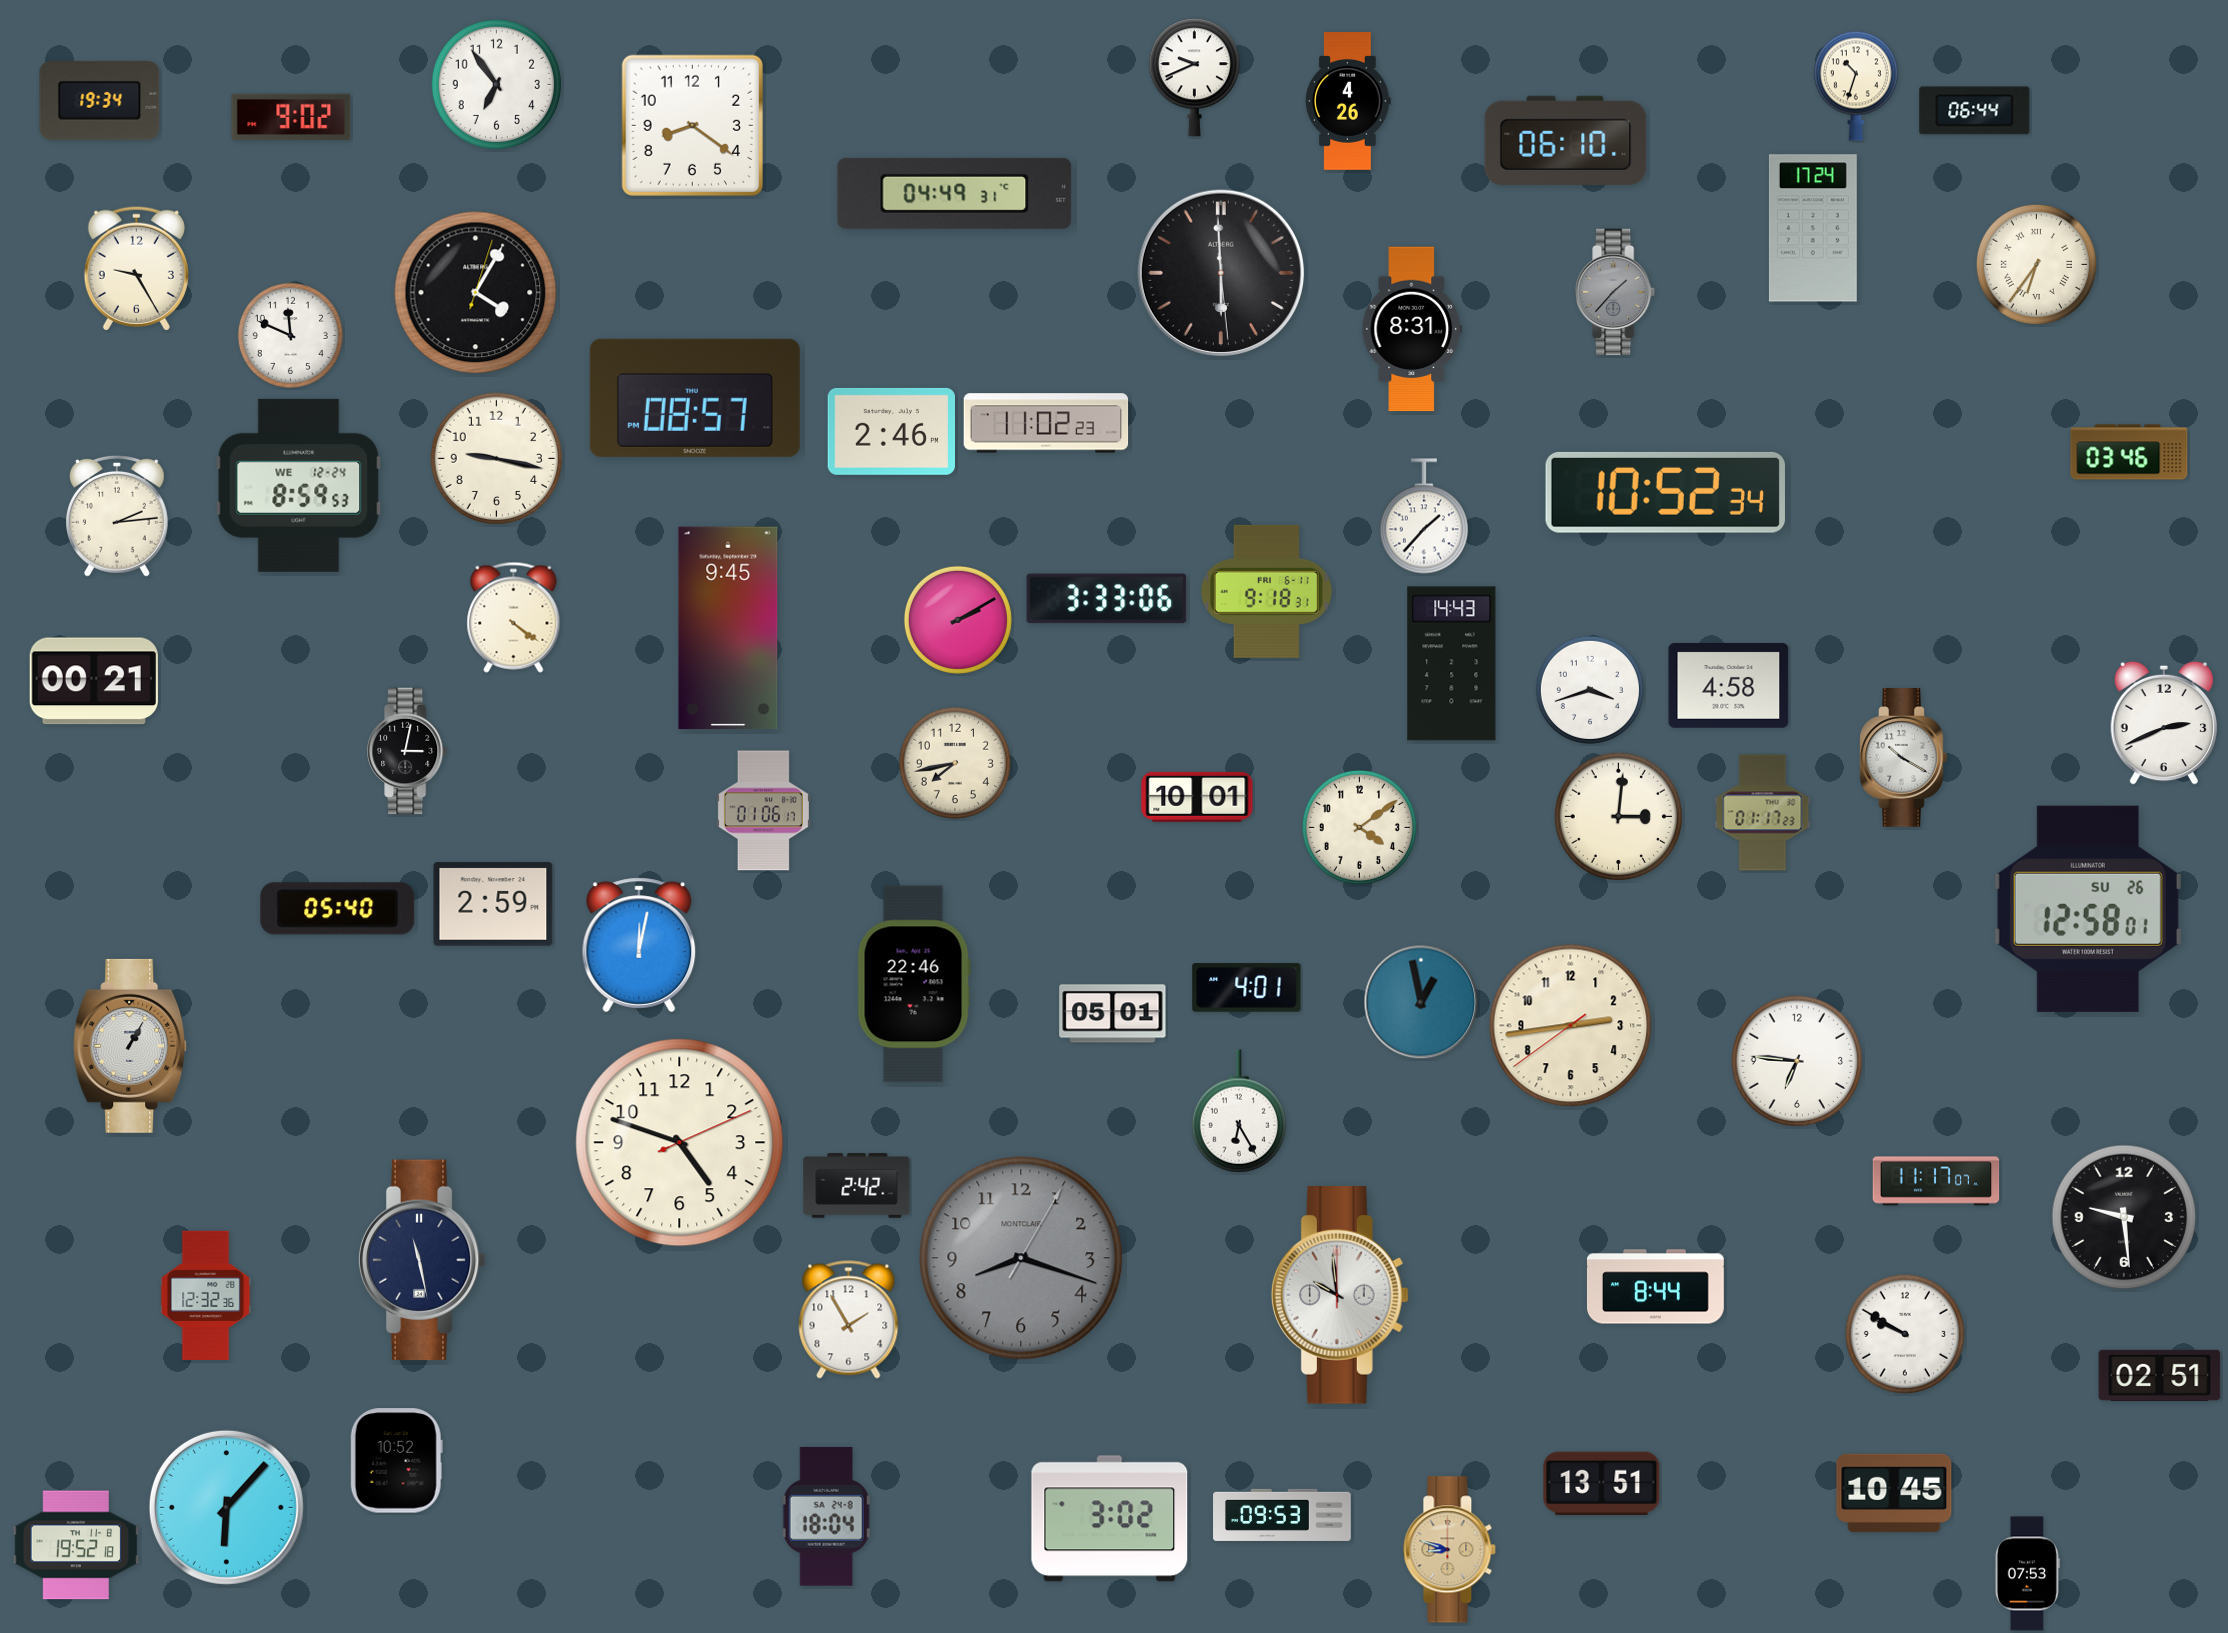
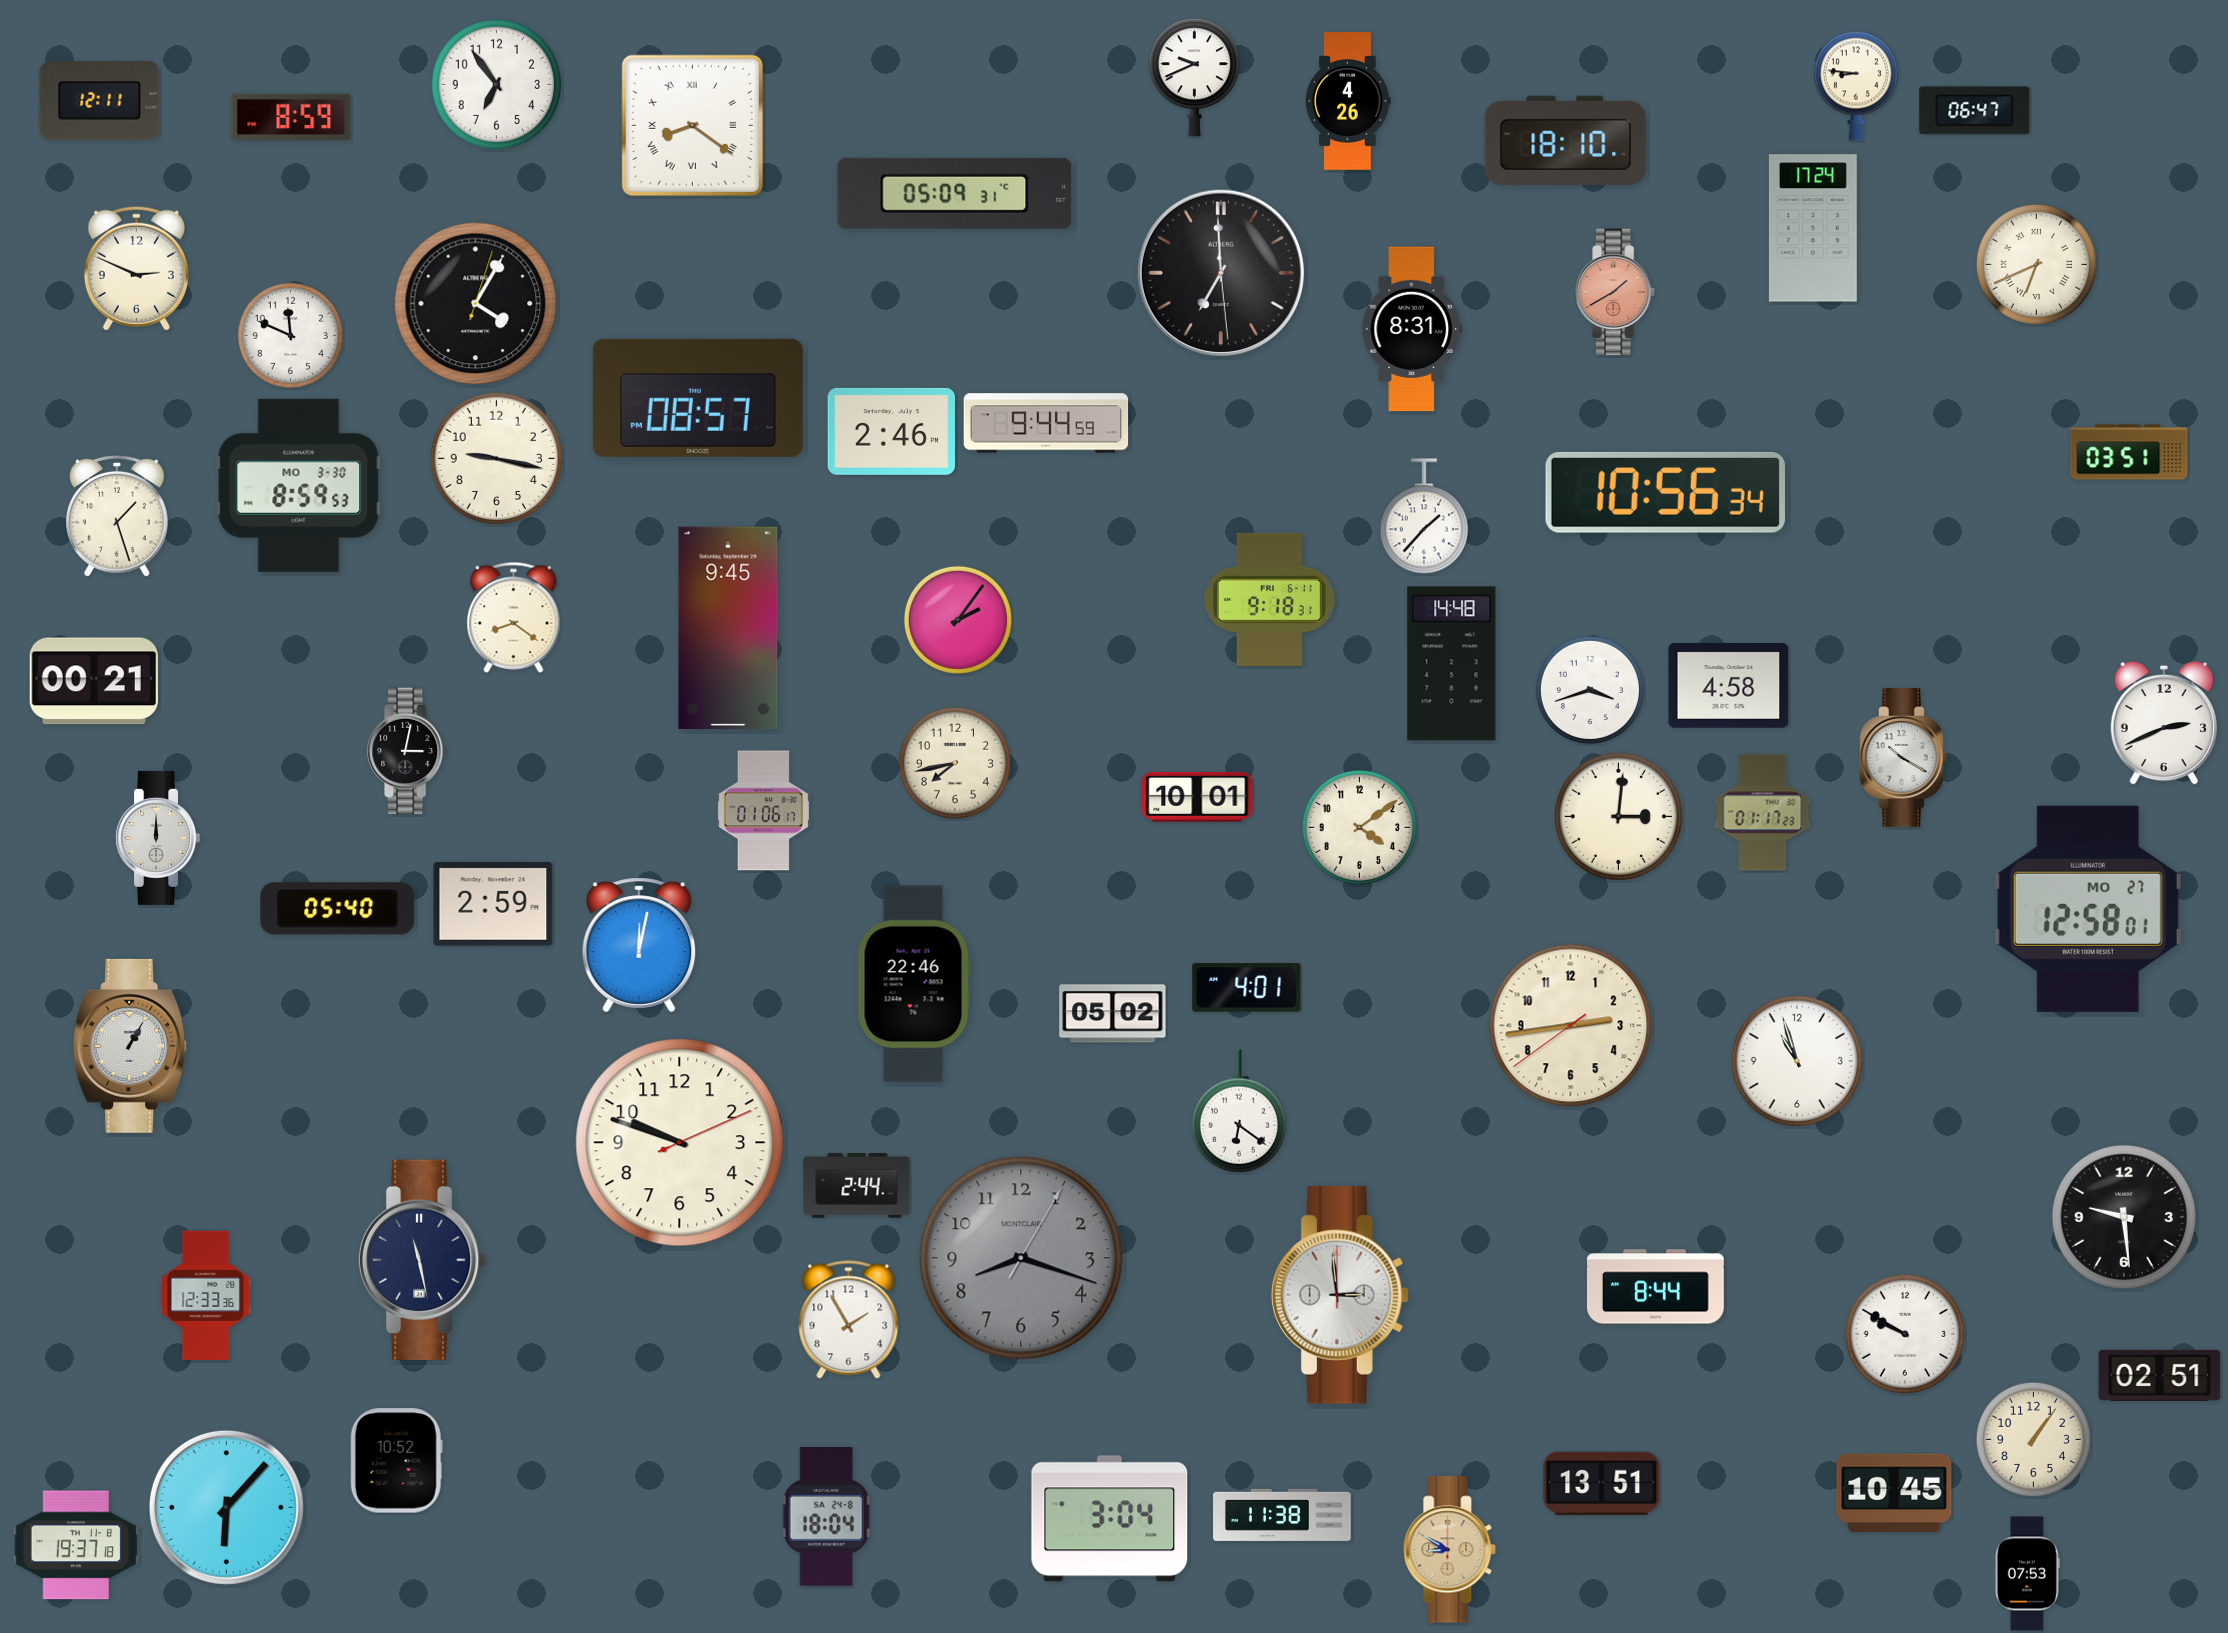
clock at (1856, 86): 10:33 -> 8:46
clock at (100, 101): 19:34 -> 12:11
clock at (1975, 111): 06:44 -> 06:47
clock at (291, 117): 9:02 -> 8:59
clock at (692, 125) numerals: Arabic -> Roman
clock at (1566, 140): 06:10 -> 18:10
clock at (955, 193): 04:49 -> 05:09
clock at (2036, 264): 6:36 -> 6:41
clock at (136, 268): 9:25 -> 2:49
clock at (1220, 272): 5:59 -> 6:59
clock at (1616, 292): 1:37 -> 1:40
clock at (1616, 292) dial: grey -> salmon
clock at (476, 293) position: (476, 293) -> (476, 304)
clock at (695, 398) position: (695, 398) -> (698, 398)
clock at (1046, 423): 11:02 -> 9:44
clock at (2129, 452): 03:46 -> 03:51
clock at (299, 485) date: WE 12-24 -> MO 3-30
clock at (1665, 492): 10:52 -> 10:56
clock at (117, 516): 2:14 -> 1:27
clock at (1266, 591) position: (1266, 591) -> (1269, 599)
clock at (1107, 599): 3:33 -> none
clock at (514, 617): 4:21 -> 8:21
clock at (958, 620): 2:10 -> 2:06
clock at (1452, 664): 14:43 -> 14:48
clock at (158, 838): none -> 12:00
clock at (2088, 909) date: SU 26 -> MO 27
clock at (1421, 1002): 12:58 -> none
clock at (1113, 1014): 05:01 -> 05:02
clock at (1796, 1060): 6:46 -> 10:57
clock at (1239, 1111): 6:25 -> 6:21
clock at (680, 1143): 4:48 -> 9:48
clock at (1936, 1181): 11:17 -> none
clock at (857, 1186): 2:42 -> 2:44
clock at (206, 1295): 12:32 -> 12:33
clock at (1340, 1296): 9:59 -> 2:59
clock at (2033, 1439): none -> 1:06
clock at (1282, 1515): 09:53 -> 11:38
clock at (1110, 1519): 3:02 -> 3:04
clock at (76, 1545): 19:52 -> 19:37
clock at (1450, 1550): 8:48 -> 8:50
